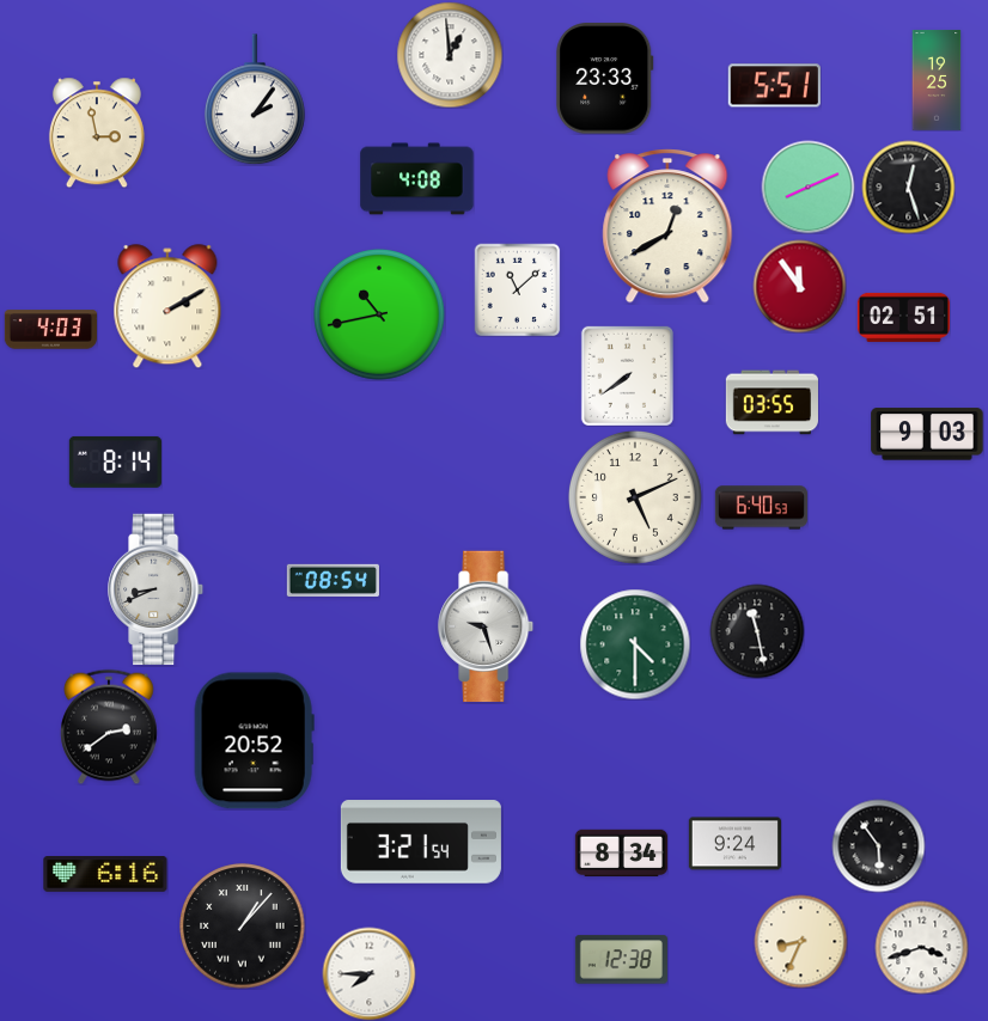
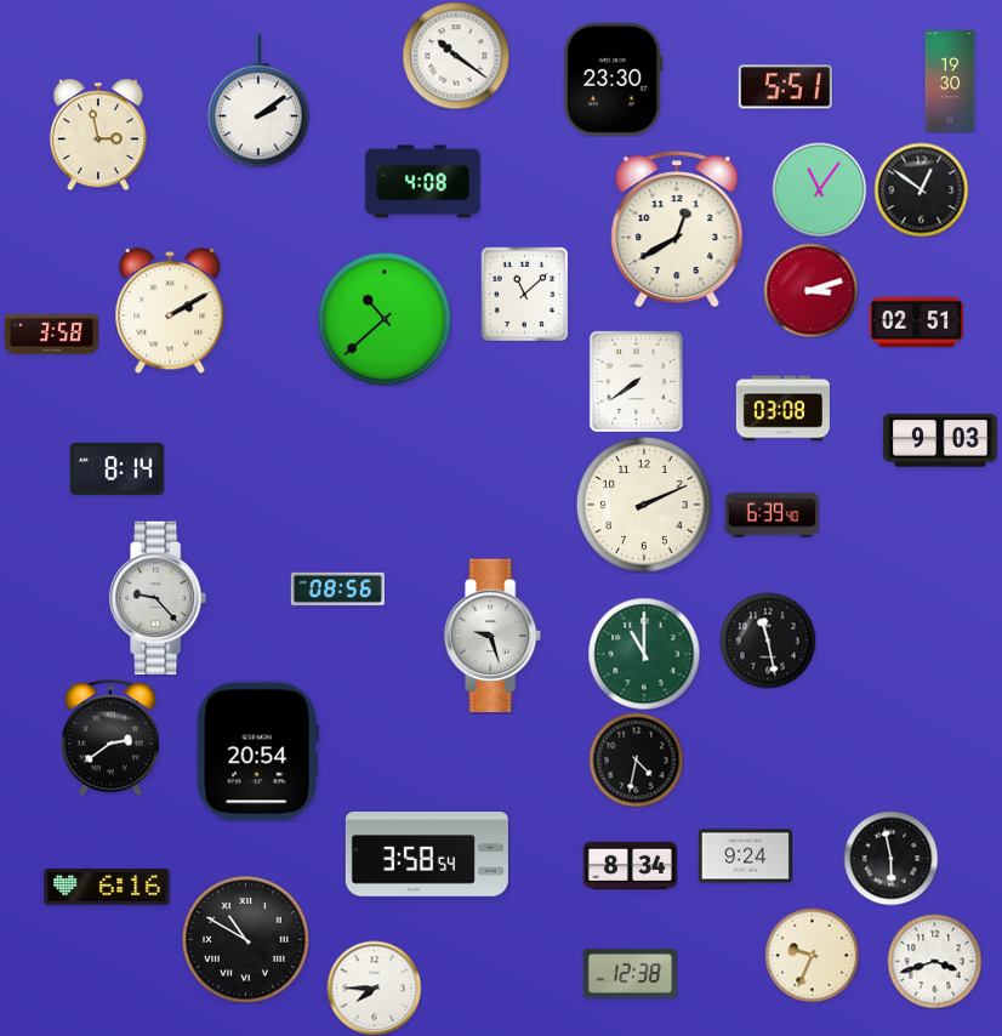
clock at (450, 55): 12:59 -> 10:21
clock at (605, 79): 23:33 -> 23:30
clock at (937, 80): 19:25 -> 19:30
clock at (255, 99): 2:06 -> 2:09
clock at (807, 187): 8:11 -> 11:06
clock at (908, 187): 12:27 -> 12:51
clock at (799, 286): 11:54 -> 3:12
clock at (380, 316): 10:43 -> 10:38
clock at (50, 330): 4:03 -> 3:58
clock at (772, 403): 03:55 -> 03:08
clock at (635, 497): 5:11 -> 2:11
clock at (761, 508): 6:40 -> 6:39
clock at (333, 580): 08:54 -> 08:56
clock at (157, 589): 8:41 -> 9:23
clock at (635, 644): 4:30 -> 11:00
clock at (254, 741): 20:52 -> 20:54
clock at (636, 759): none -> 4:32
clock at (421, 842): 3:21 -> 3:58
clock at (878, 845): 5:54 -> 5:58
clock at (243, 927): 1:07 -> 10:50
clock at (800, 941): 8:34 -> 9:34
